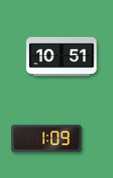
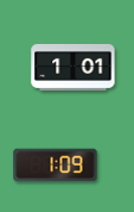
clock at (62, 56): 10:51 -> 1:01
